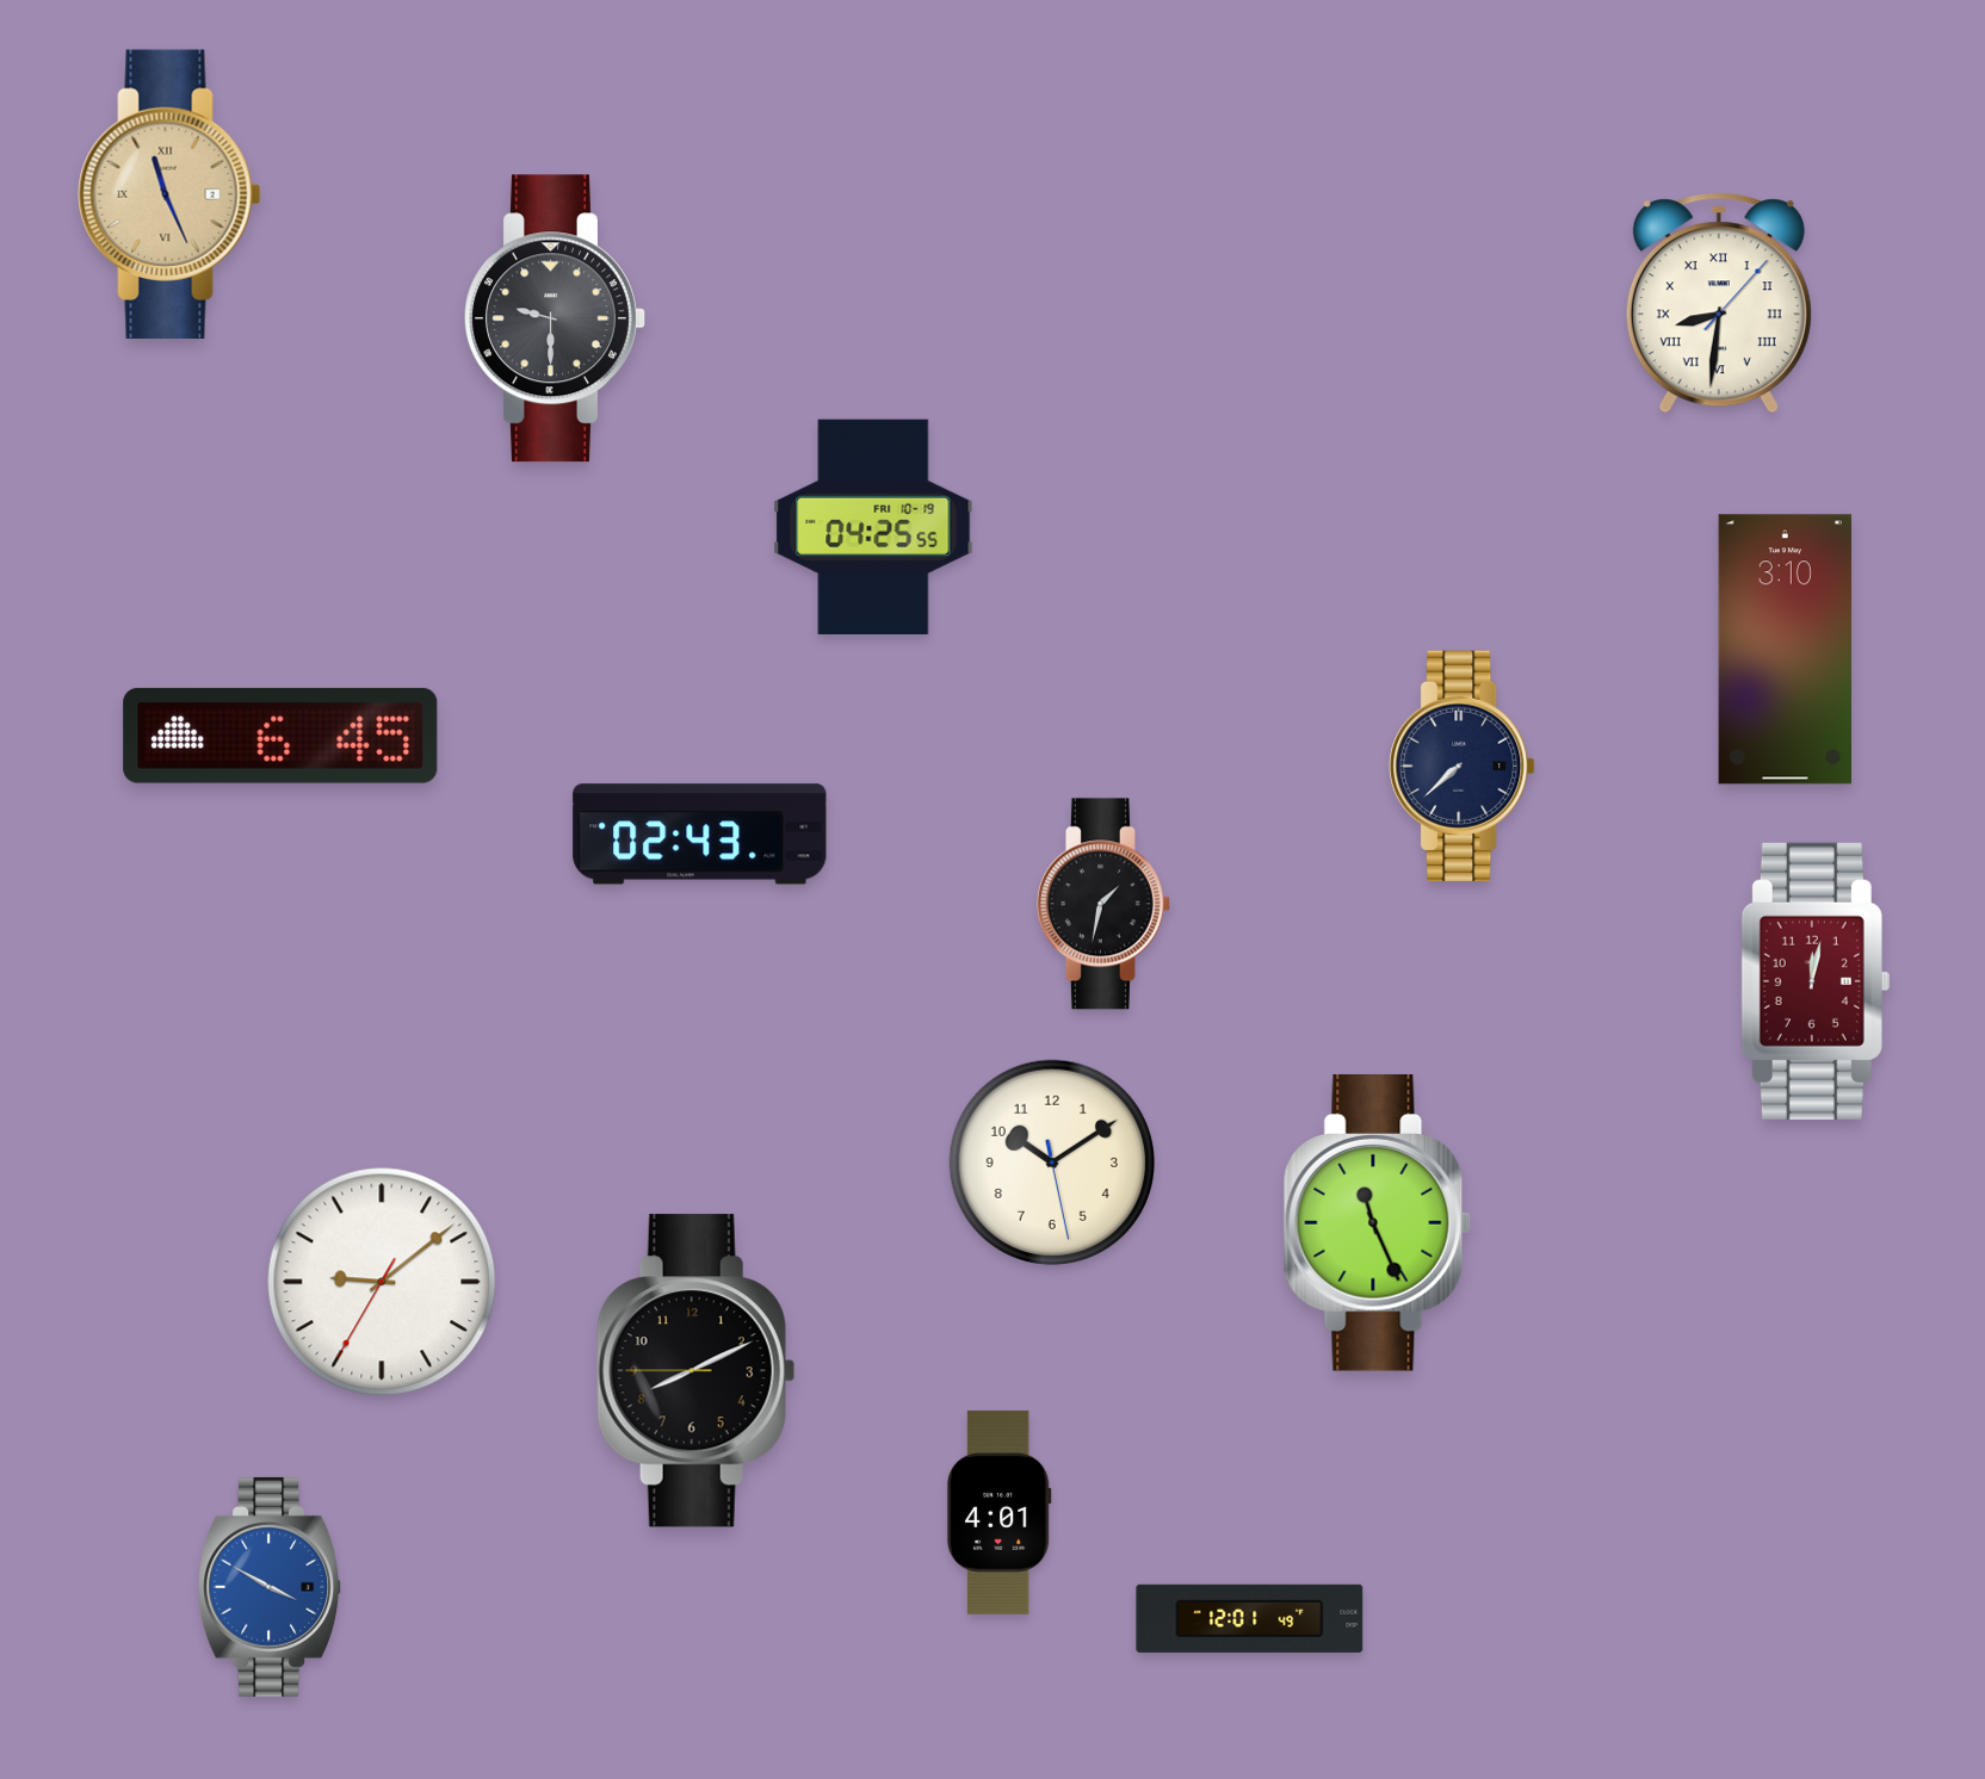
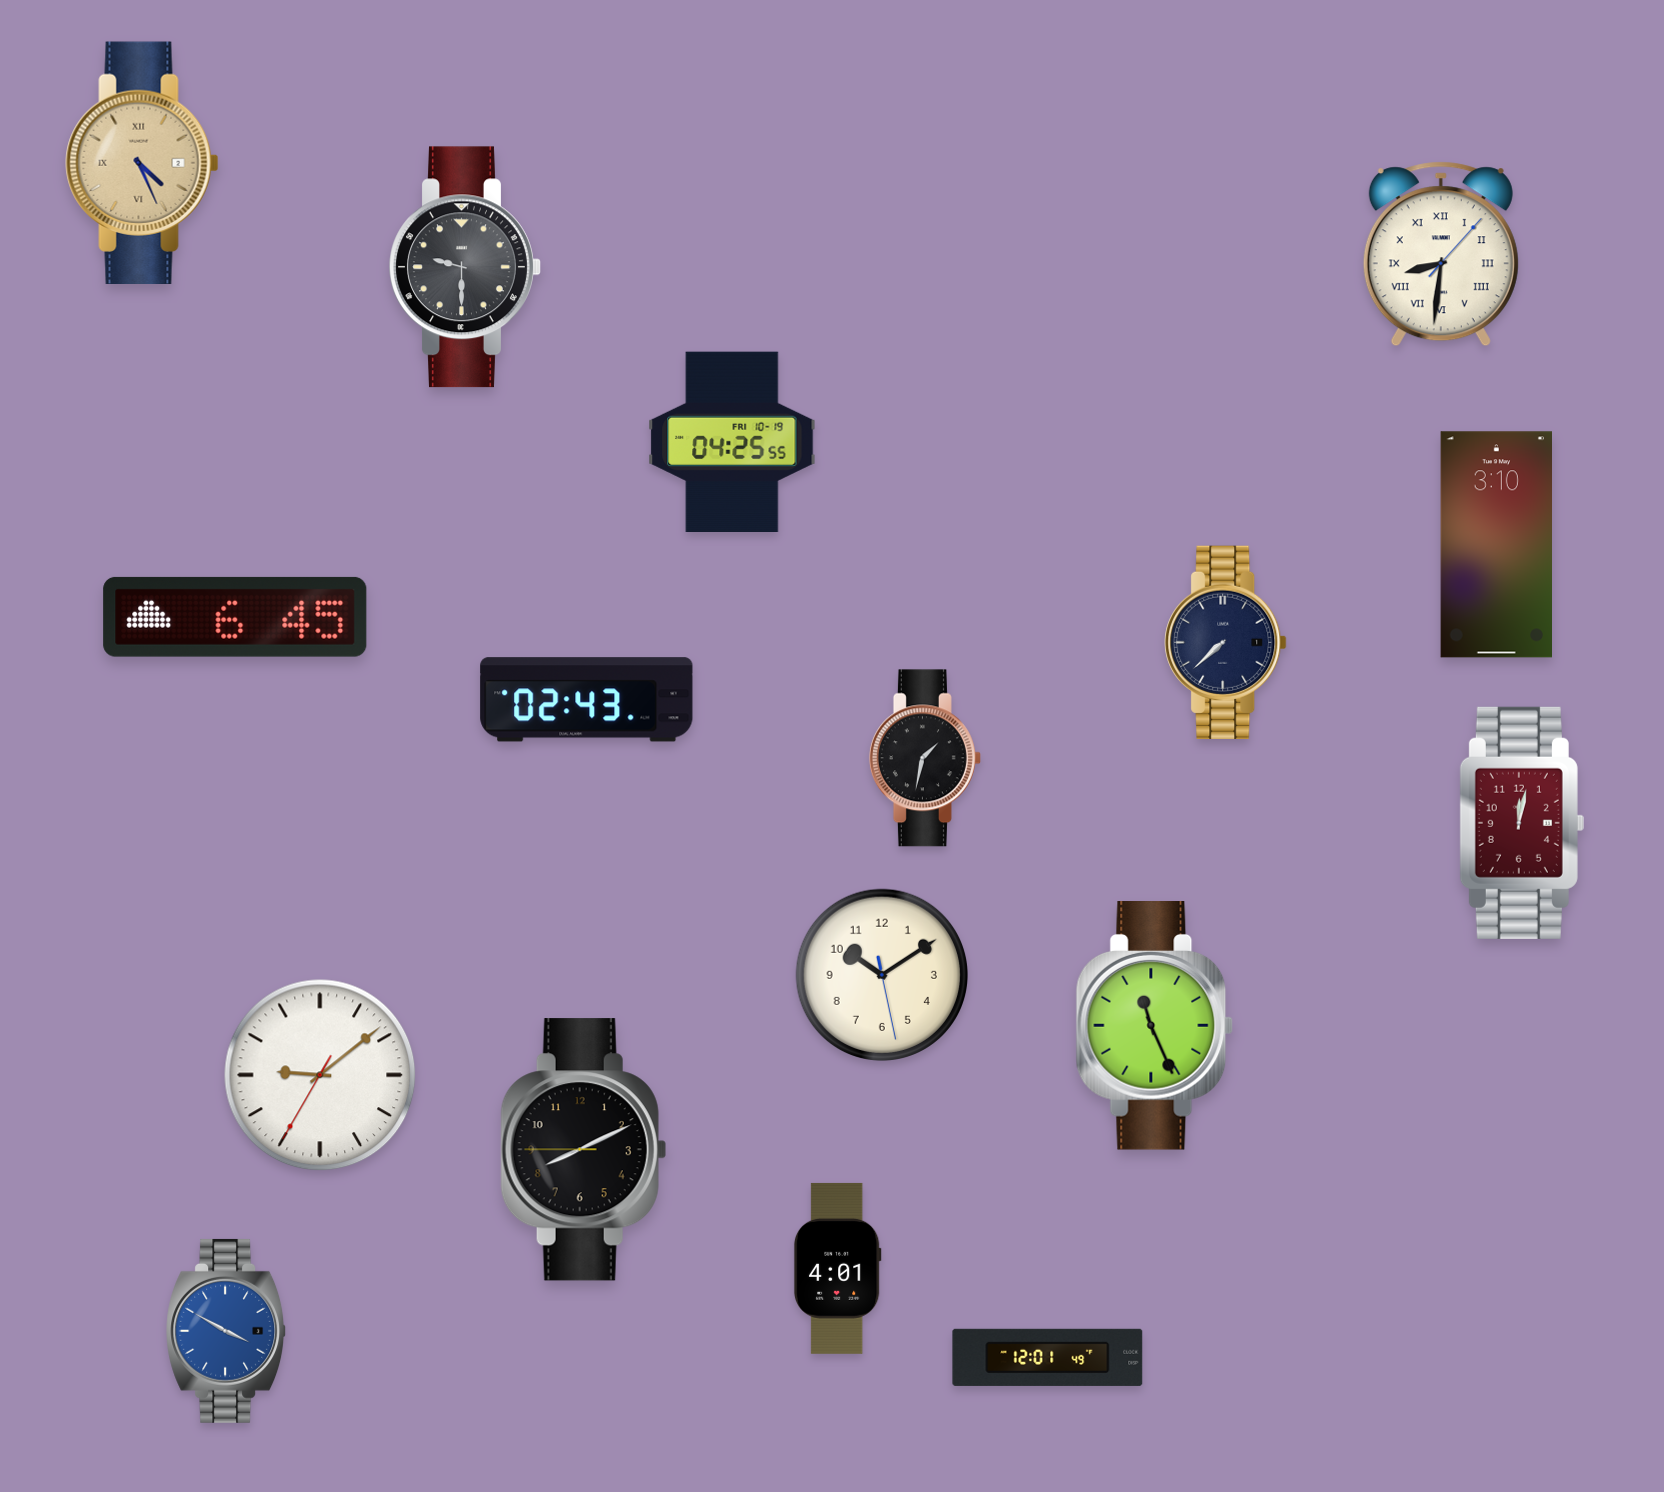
clock at (169, 193): 11:26 -> 4:26
